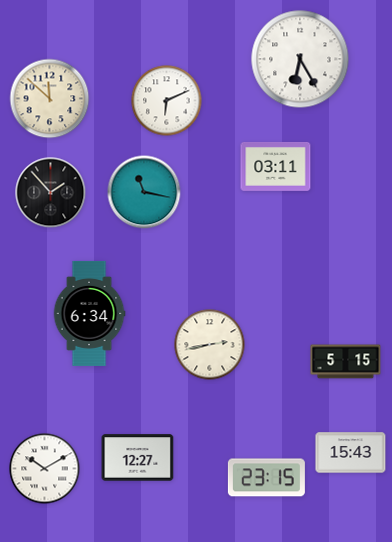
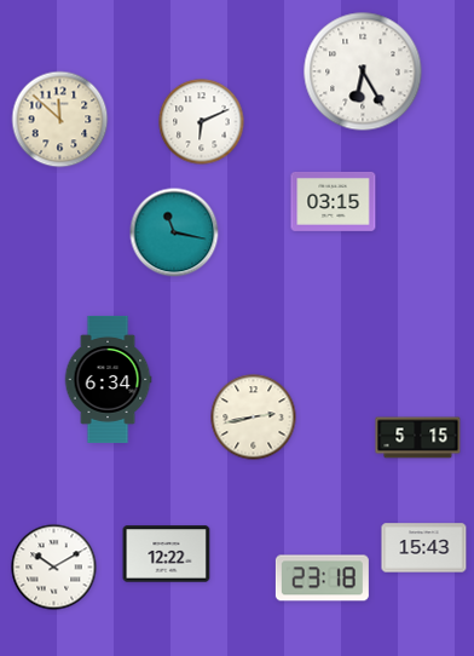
clock at (276, 166): 03:11 -> 03:15
clock at (51, 193): 1:53 -> none
clock at (138, 458): 12:27 -> 12:22
clock at (266, 478): 23:15 -> 23:18
